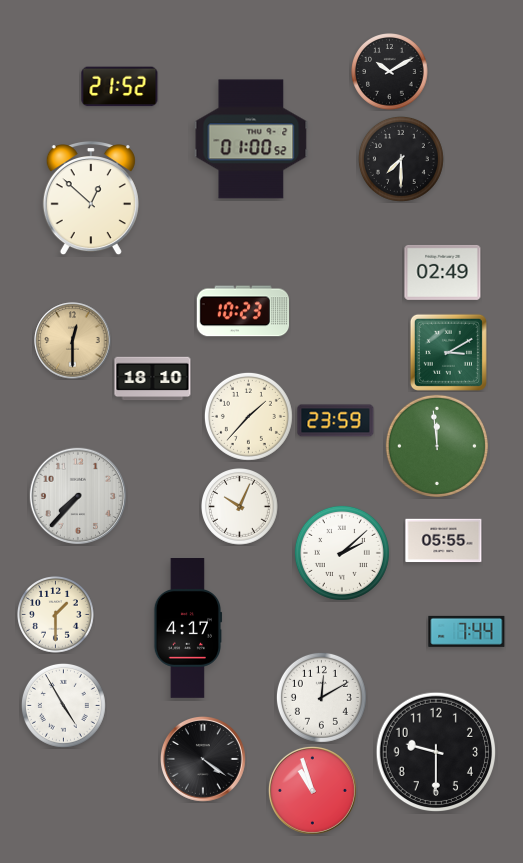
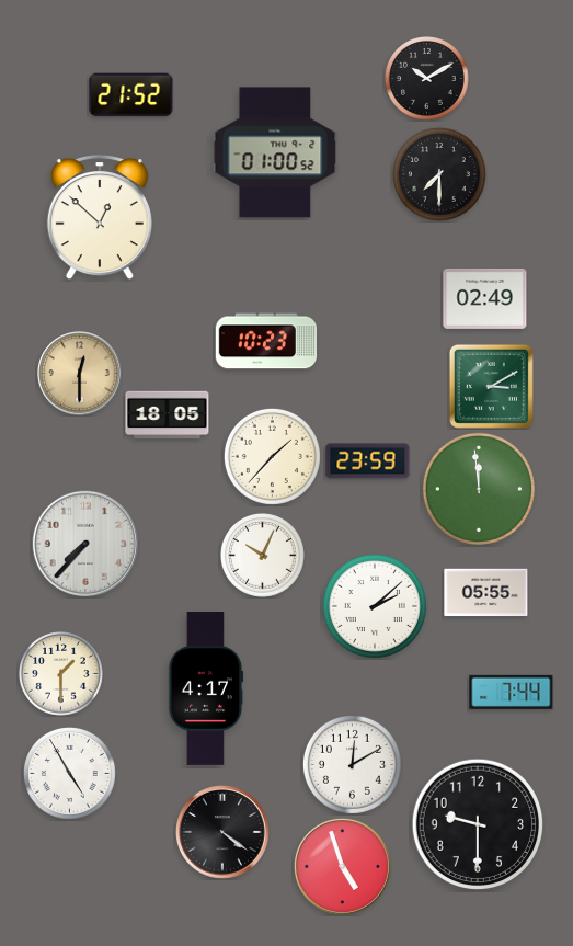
clock at (153, 379): 18:10 -> 18:05
clock at (312, 790): 10:57 -> 4:57
